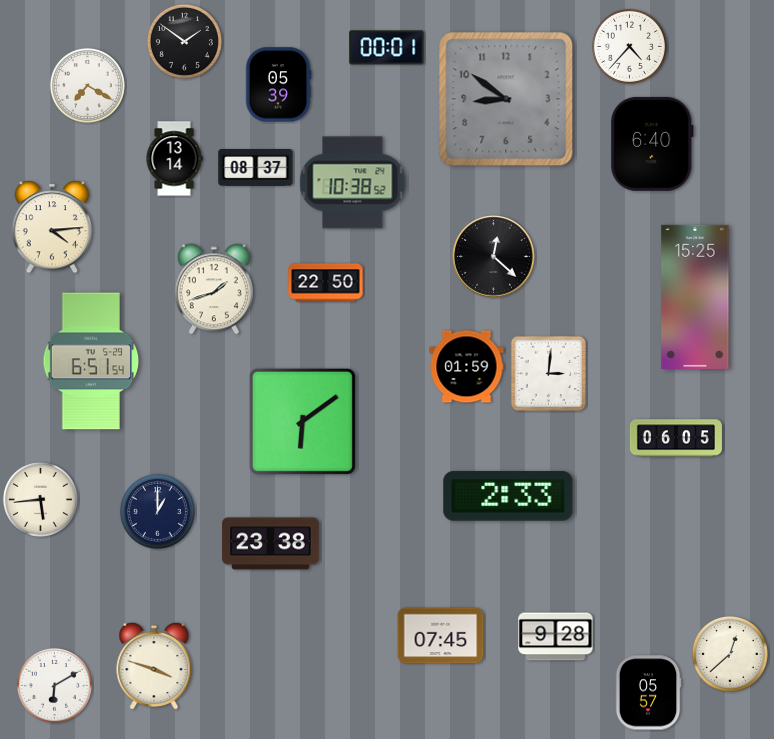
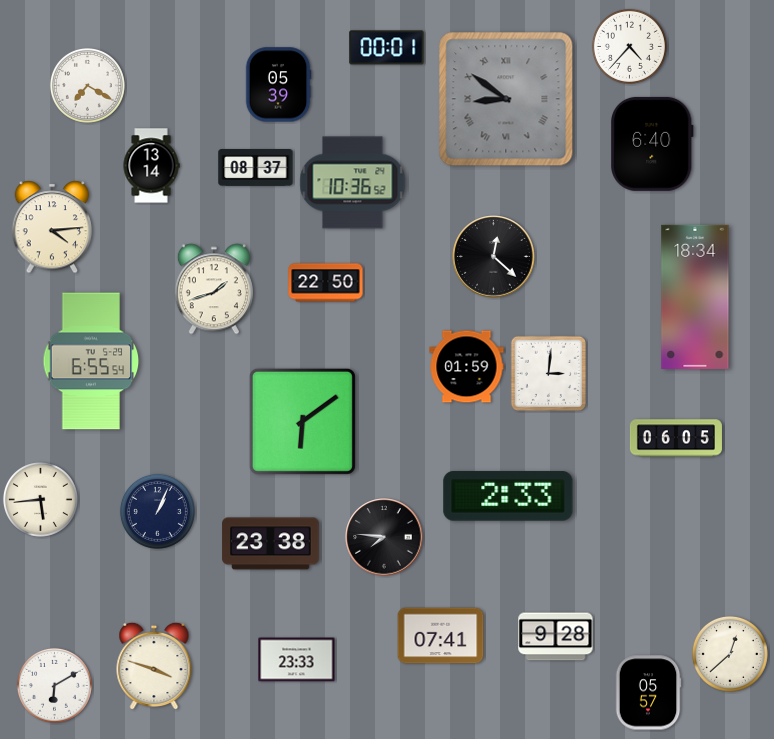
clock at (184, 41): 1:51 -> none
clock at (506, 99) numerals: Arabic -> Roman
clock at (174, 159) position: (174, 159) -> (151, 166)
clock at (353, 183): 10:38 -> 10:36
clock at (695, 297): 15:25 -> 18:34
clock at (91, 361): 6:51 -> 6:55
clock at (157, 511): 1:00 -> 1:04
clock at (384, 537): none -> 7:46
clock at (441, 636): 07:45 -> 07:41
clock at (297, 660): none -> 23:33
